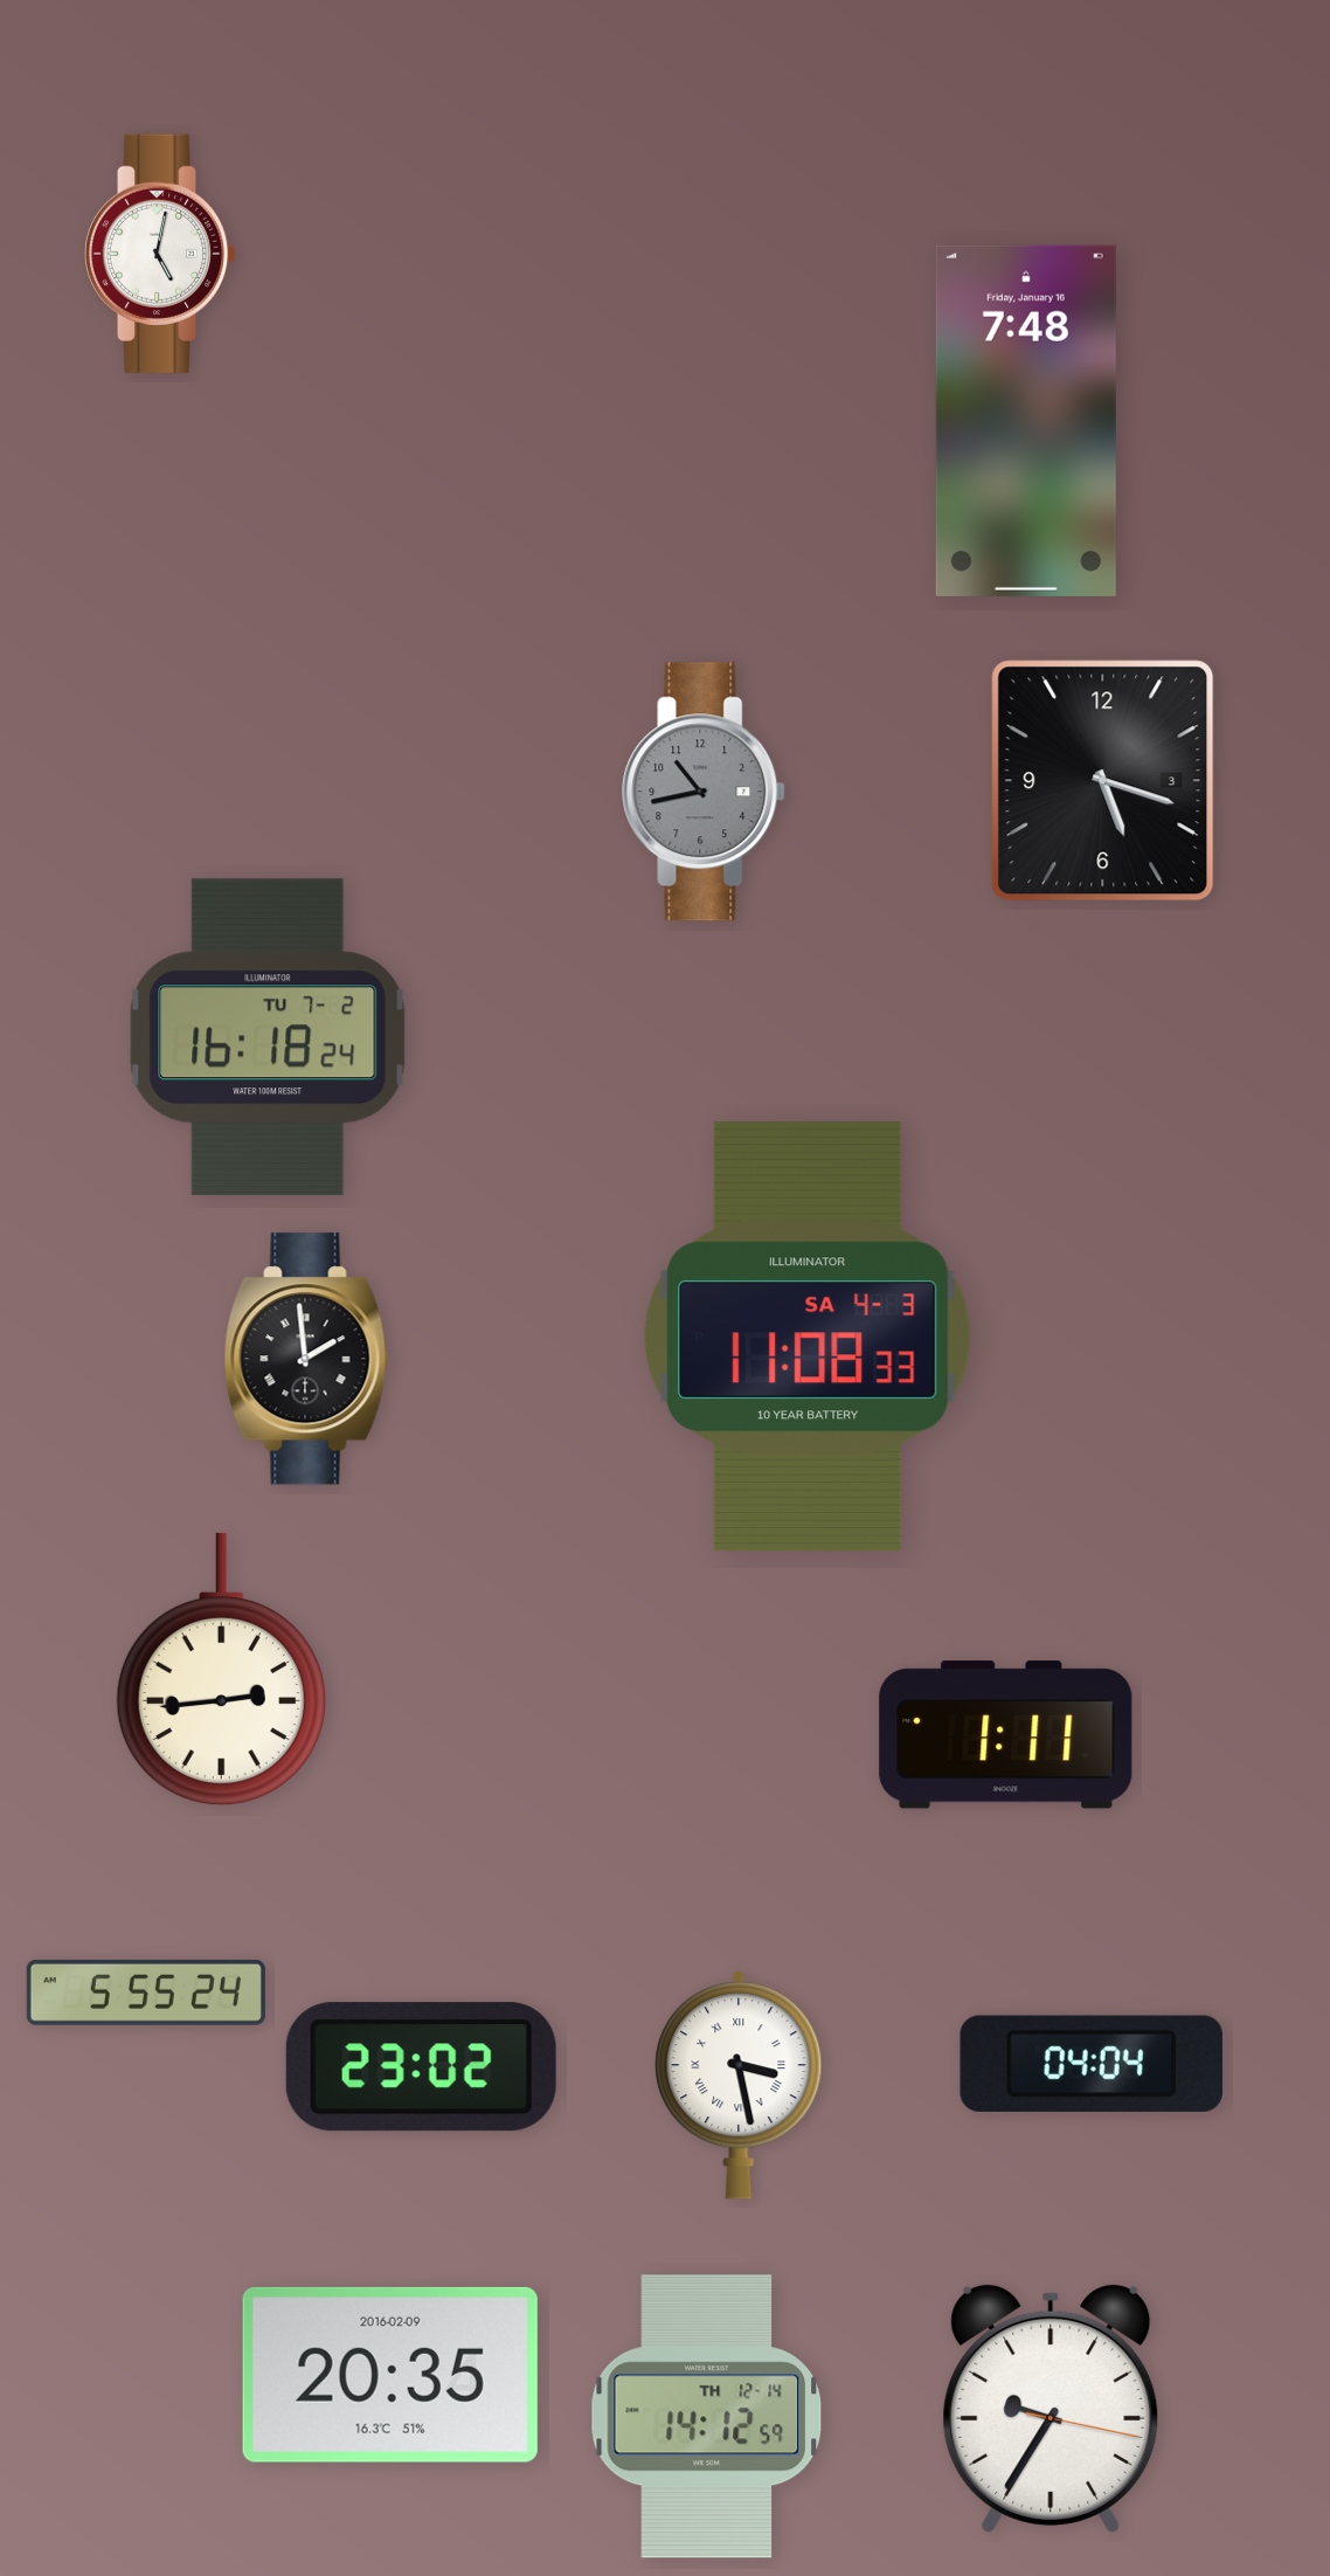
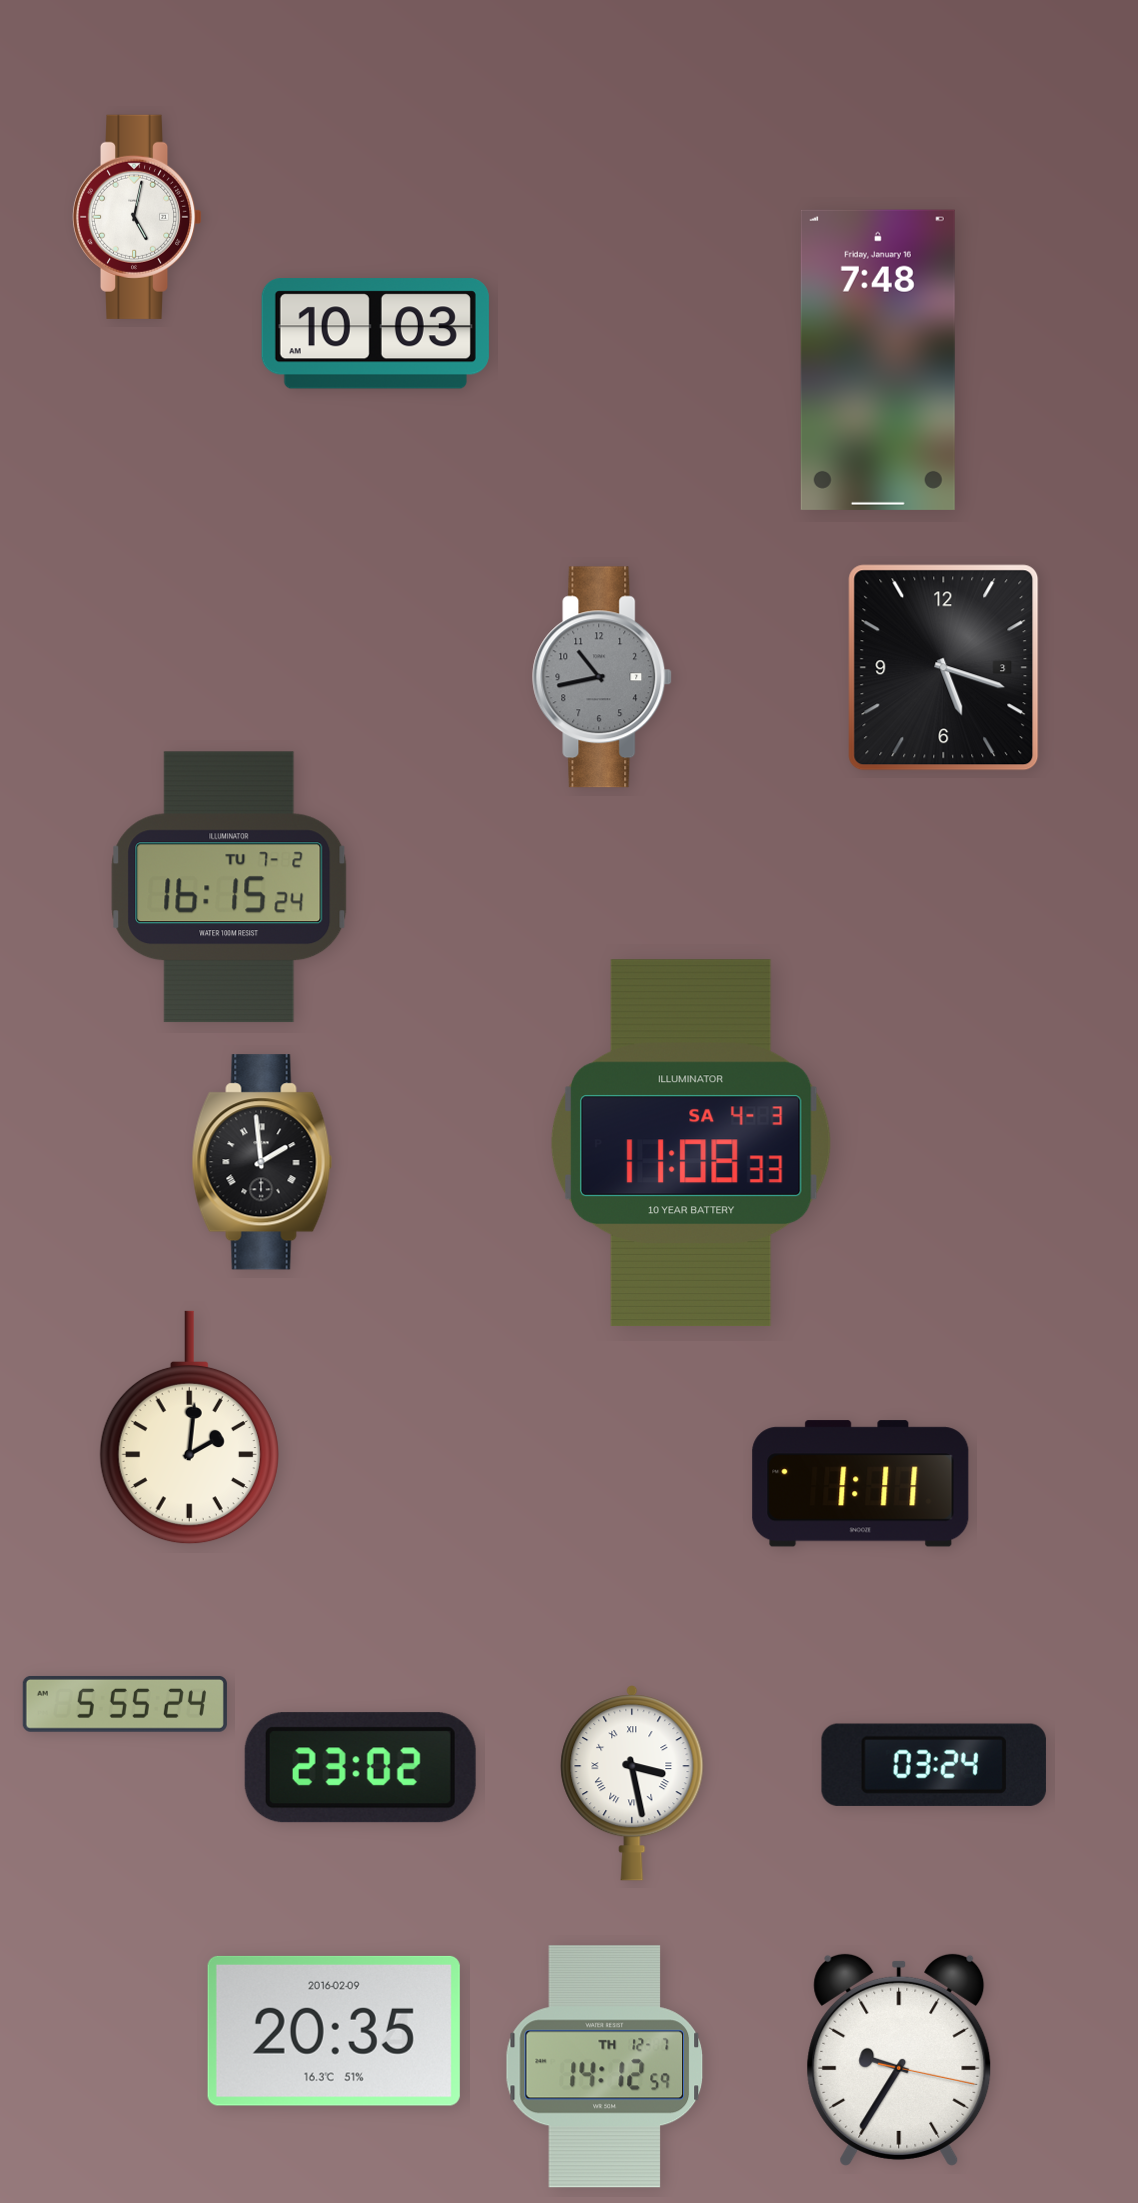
clock at (375, 334): none -> 10:03
clock at (268, 1037): 16:18 -> 16:15
clock at (221, 1670): 2:44 -> 2:01
clock at (1092, 2064): 04:04 -> 03:24
clock at (707, 2417) date: TH 12-14 -> TH 12-7
